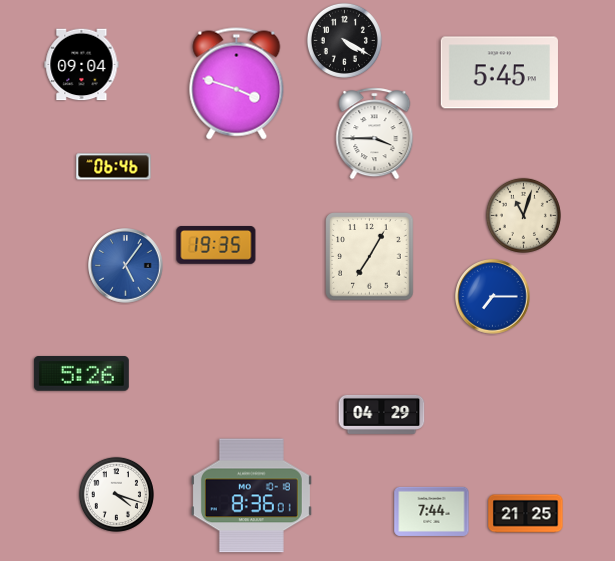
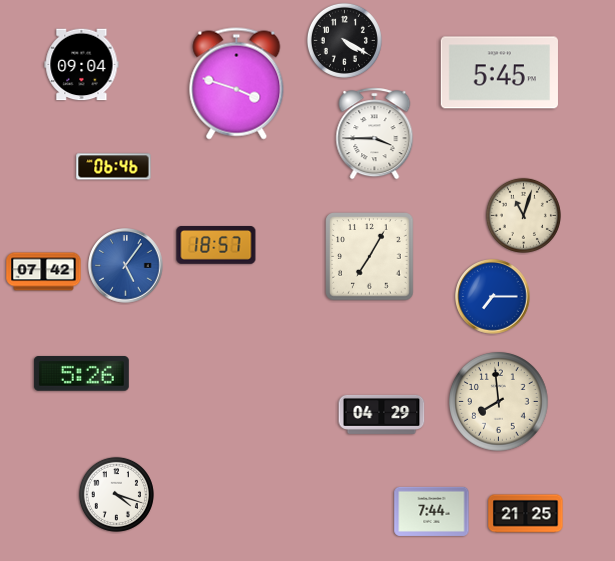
clock at (216, 245): 19:35 -> 18:57
clock at (44, 272): none -> 07:42
clock at (499, 402): none -> 7:59
clock at (251, 496): 8:36 -> none
